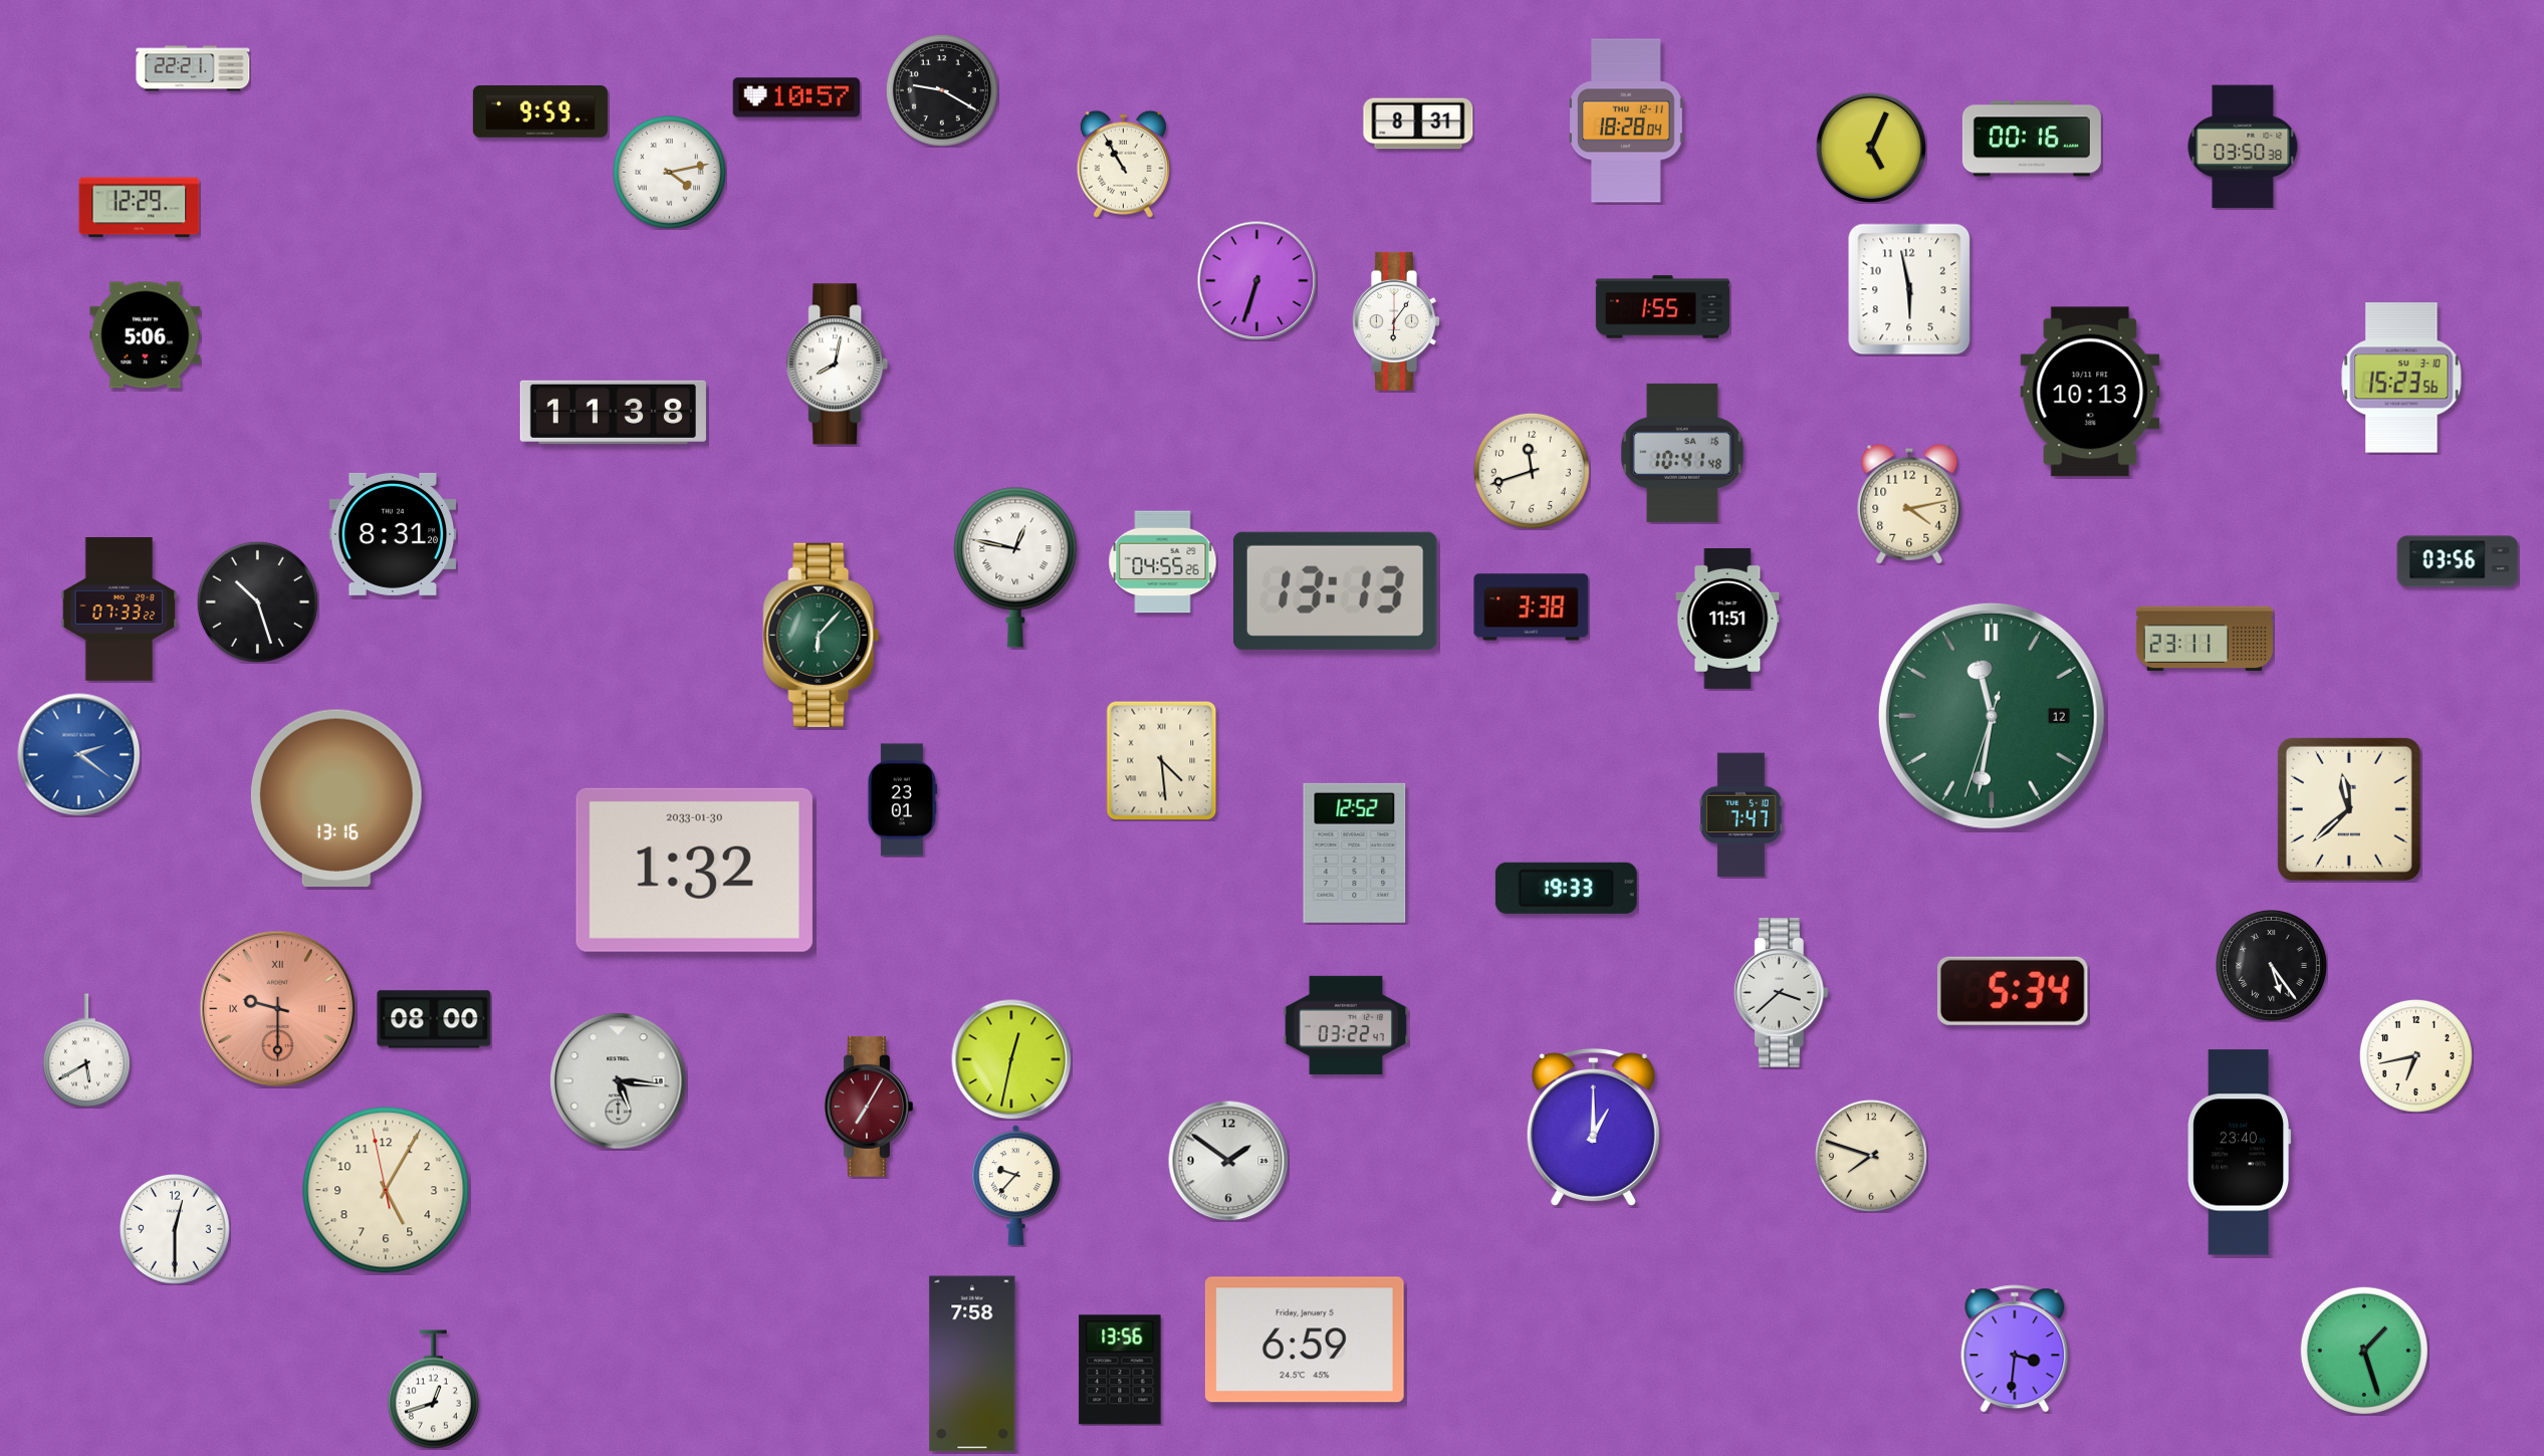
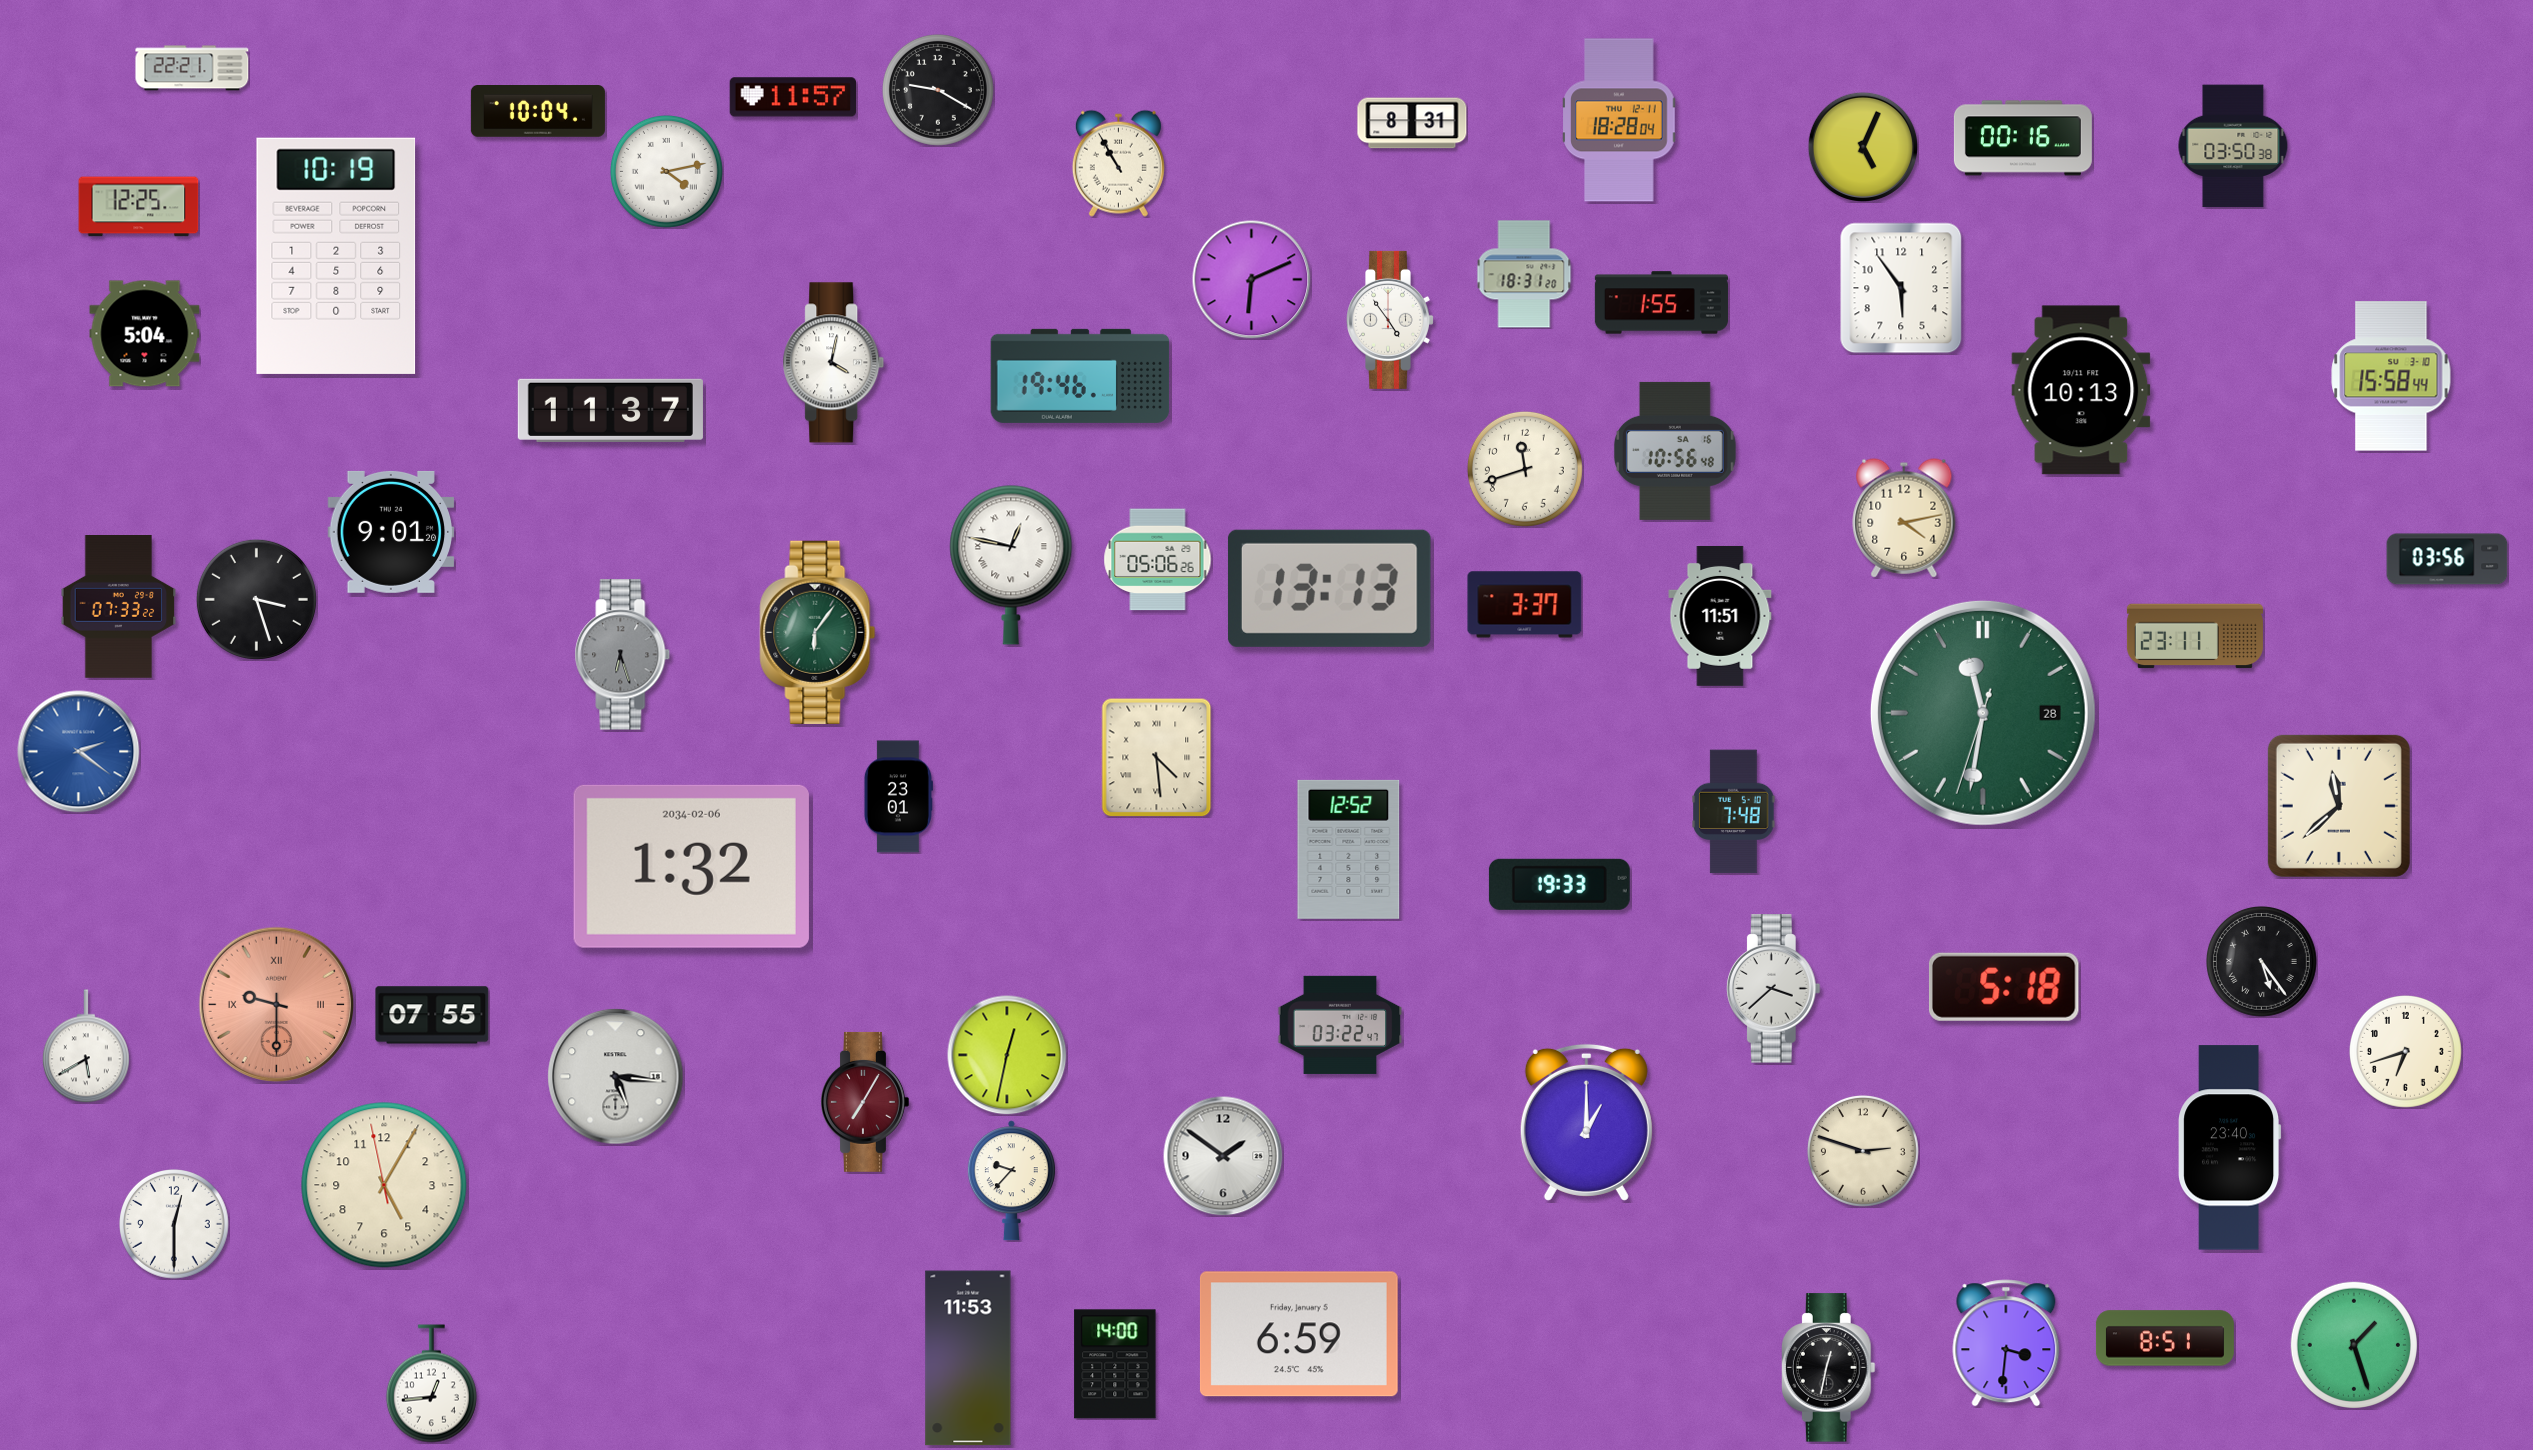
clock at (796, 97): 10:57 -> 11:57
clock at (540, 112): 9:59 -> 10:04
clock at (140, 208): 12:29 -> 12:25
clock at (336, 256): none -> 10:19
clock at (1524, 274): none -> 18:31
clock at (1257, 281): 6:33 -> 6:11
clock at (1909, 289): 5:58 -> 5:54
clock at (1662, 307) position: (1662, 307) -> (1661, 303)
clock at (1397, 321): 6:06 -> 4:54
clock at (146, 335): 5:06 -> 5:04
clock at (838, 365): 8:02 -> 4:02
clock at (1080, 376): none -> 19:46
clock at (2401, 378): 15:23 -> 15:58
clock at (613, 412): 11:38 -> 11:37
clock at (1682, 453): 10:41 -> 10:56
clock at (1909, 504) position: (1909, 504) -> (1904, 518)
clock at (393, 534): 8:31 -> 9:01
clock at (1163, 562): 04:55 -> 05:06
clock at (257, 601): 10:27 -> 3:27
clock at (1532, 608): 3:38 -> 3:37
clock at (822, 635): 6:07 -> 6:06
clock at (623, 655): none -> 6:27
clock at (1992, 716) date: 12 -> 28
clock at (336, 797): 13:16 -> none
clock at (1742, 815): 7:47 -> 7:48
clock at (694, 870) date: 2033-01-30 -> 2034-02-06
clock at (2013, 991): 5:34 -> 5:18
clock at (434, 1019): 08:00 -> 07:55
clock at (1346, 1025) position: (1346, 1025) -> (1340, 1025)
clock at (2415, 1055): 6:43 -> 6:42
clock at (1871, 1156): 7:48 -> 2:48
clock at (2165, 1338): none -> 8:51
clock at (972, 1364): 7:58 -> 11:53
clock at (1120, 1370): 13:56 -> 14:00
clock at (1828, 1368): none -> 12:32
clock at (433, 1390): 12:42 -> 12:44
